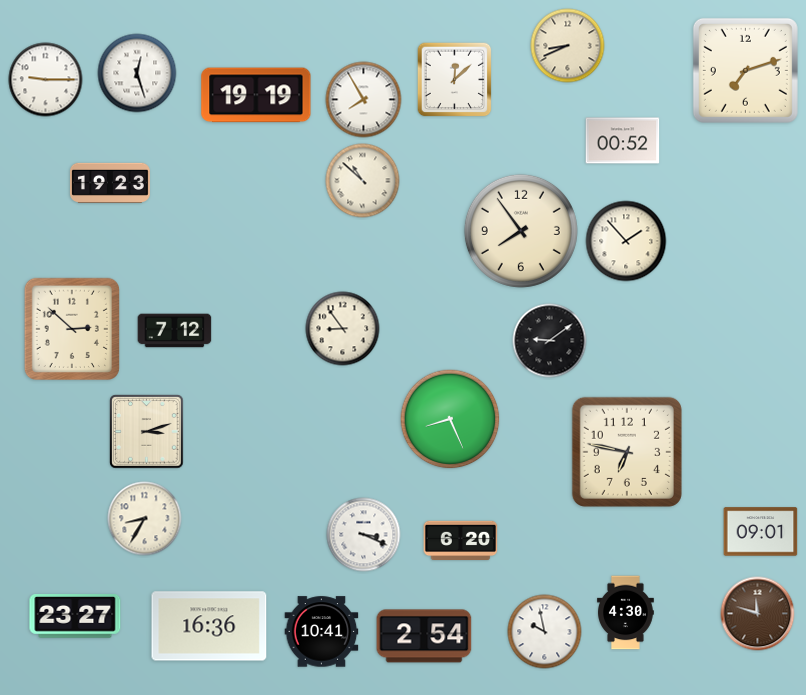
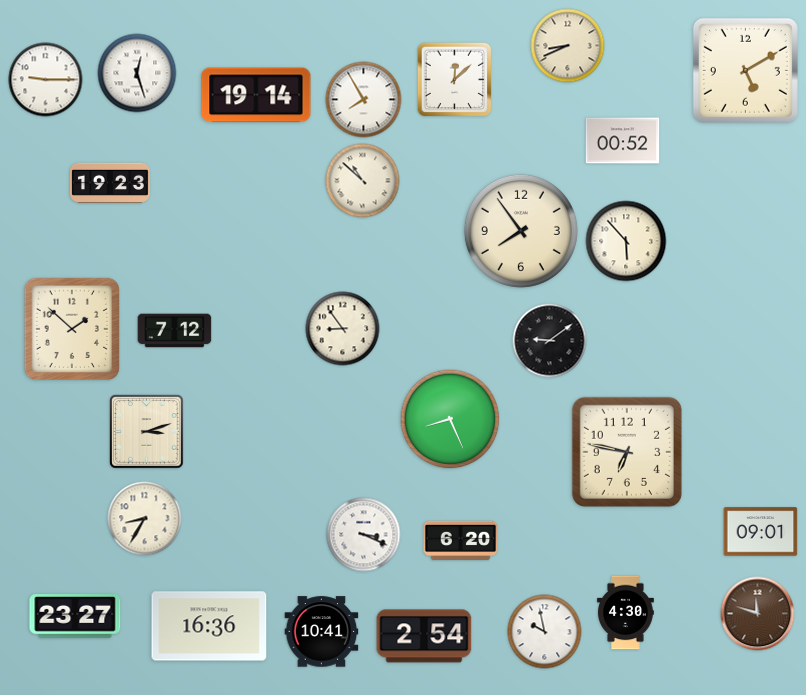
clock at (745, 70): 7:12 -> 5:10
clock at (256, 95): 19:19 -> 19:14
clock at (626, 241): 1:53 -> 5:53
clock at (71, 328): 2:52 -> 1:52
